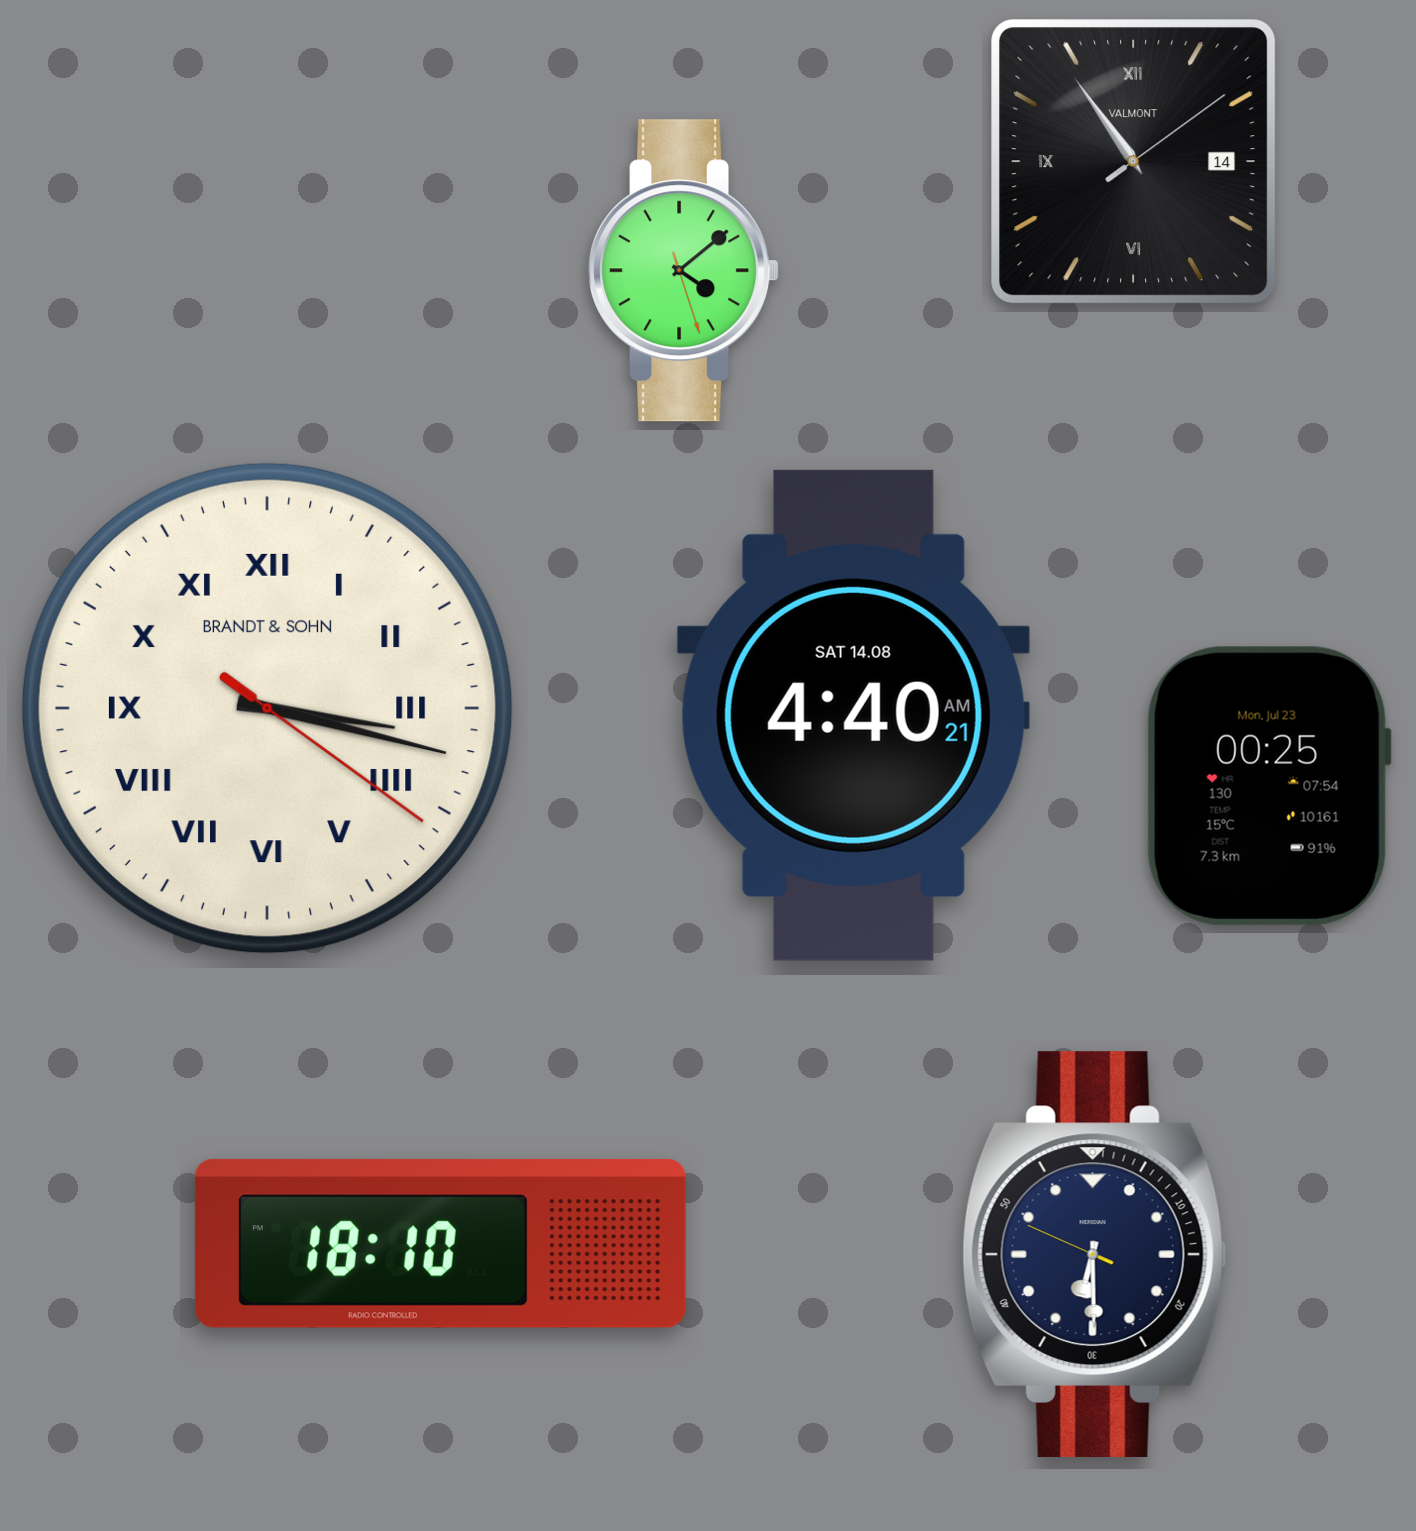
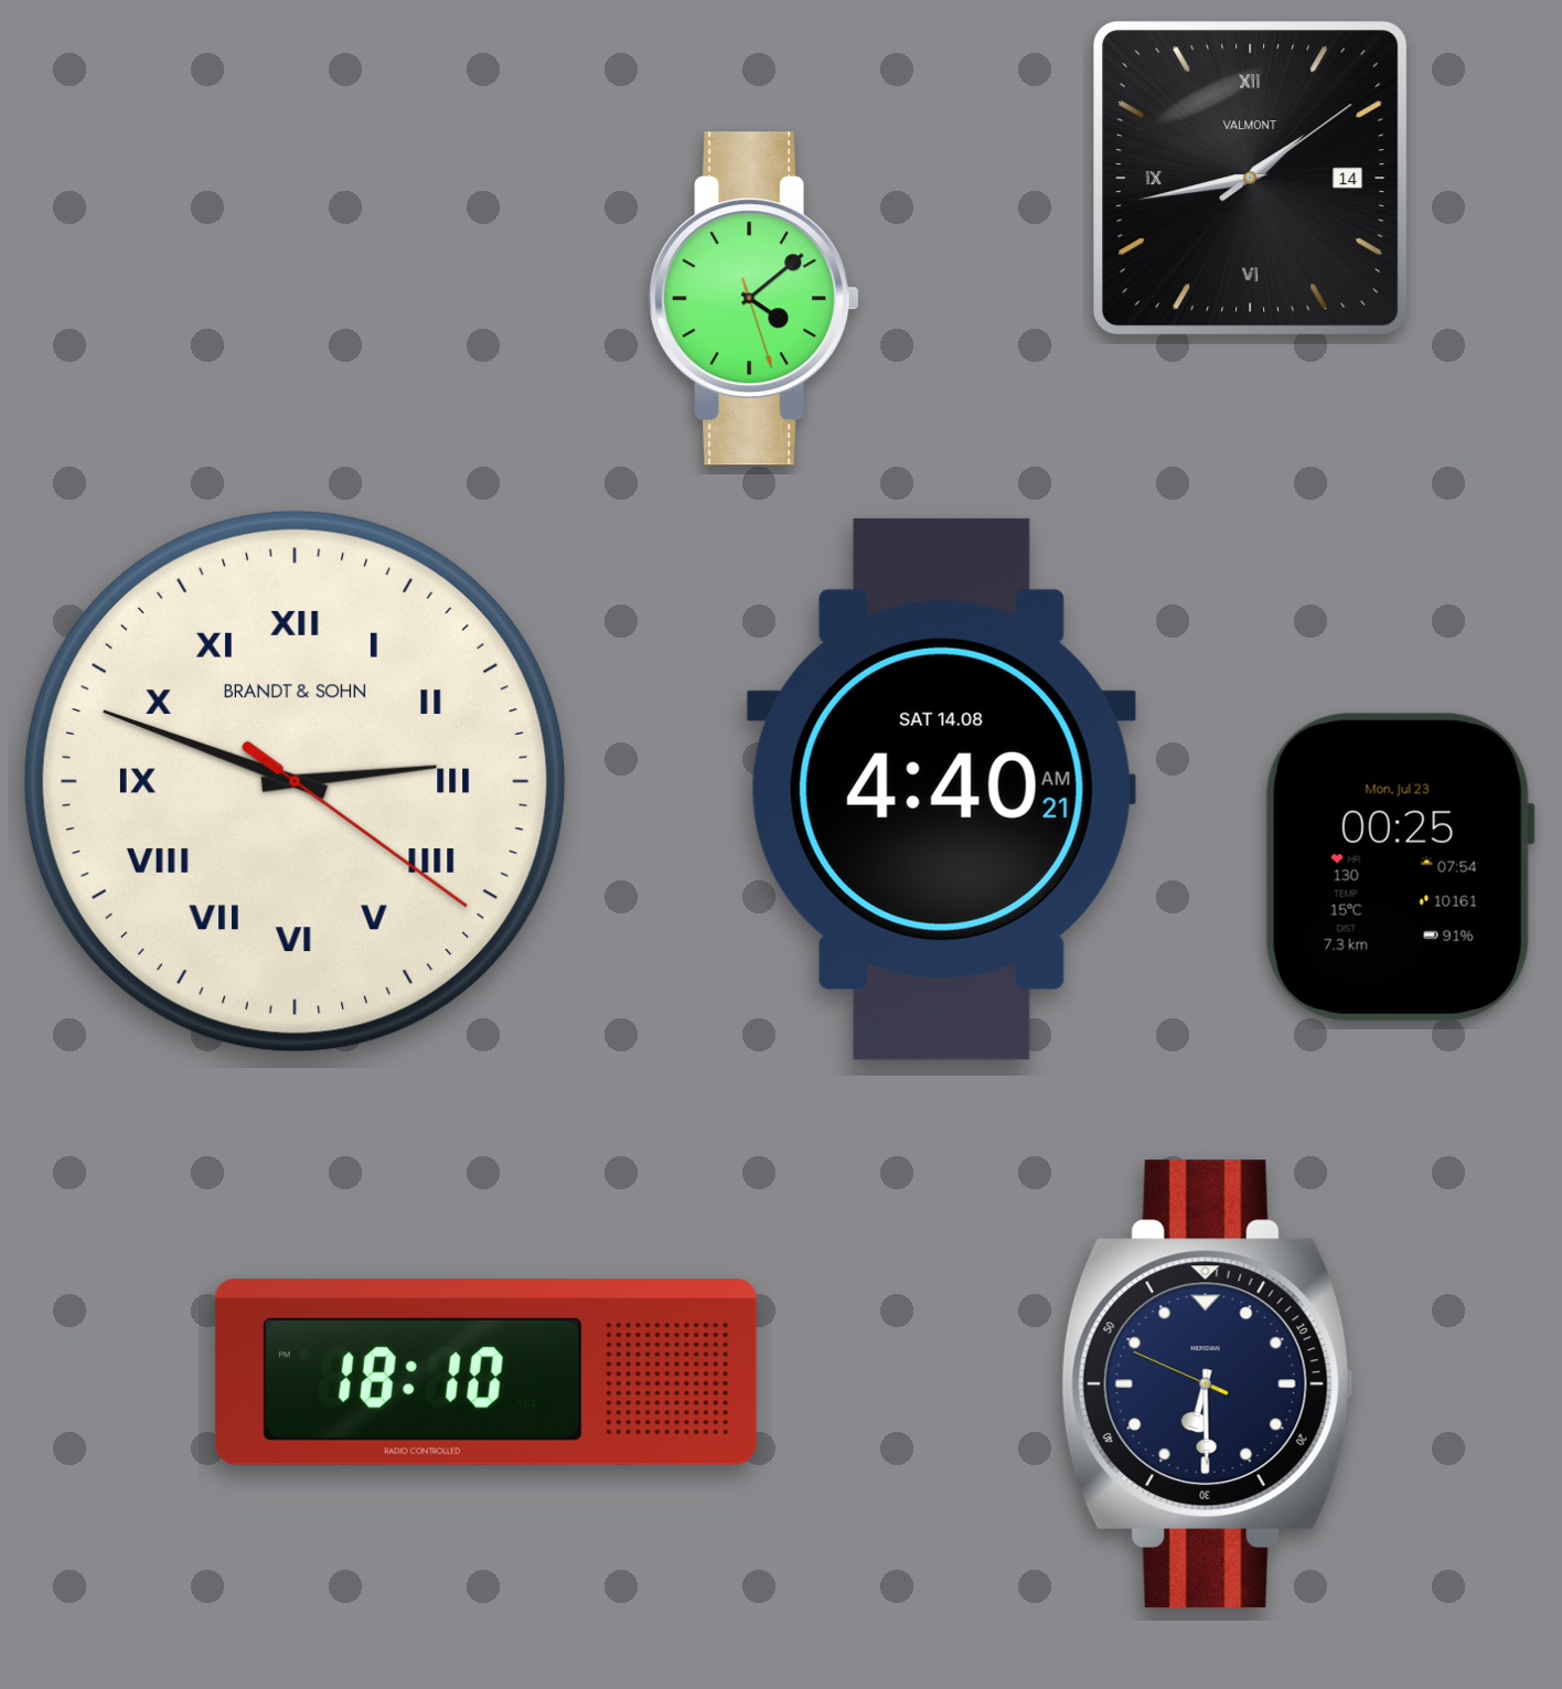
clock at (1134, 162): 10:54 -> 1:43
clock at (267, 708): 3:17 -> 2:48
